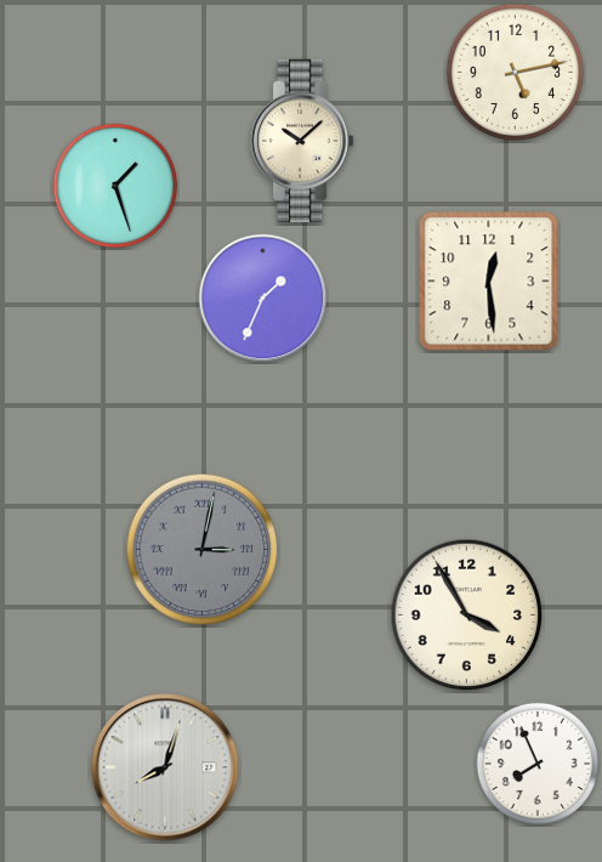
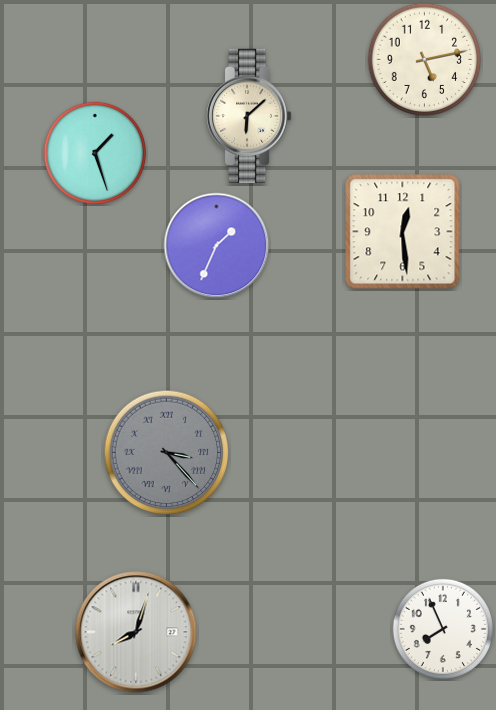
clock at (302, 141): 10:08 -> 6:08
clock at (203, 550): 3:02 -> 3:23
clock at (467, 616): 3:55 -> none
